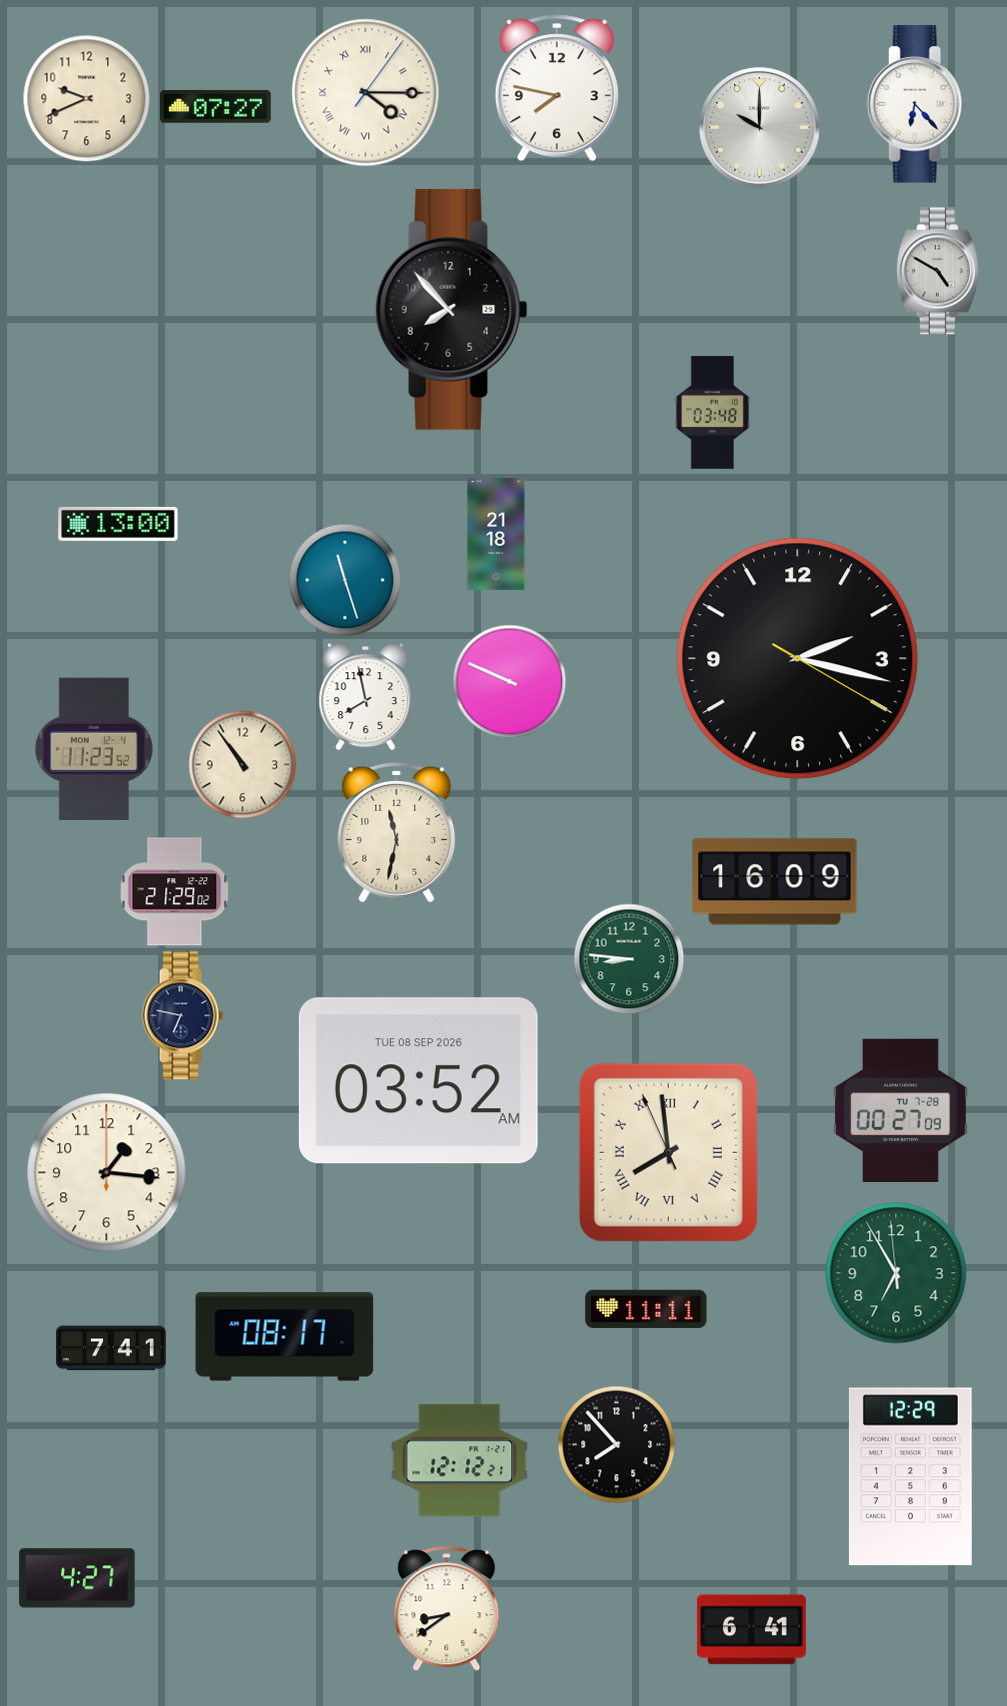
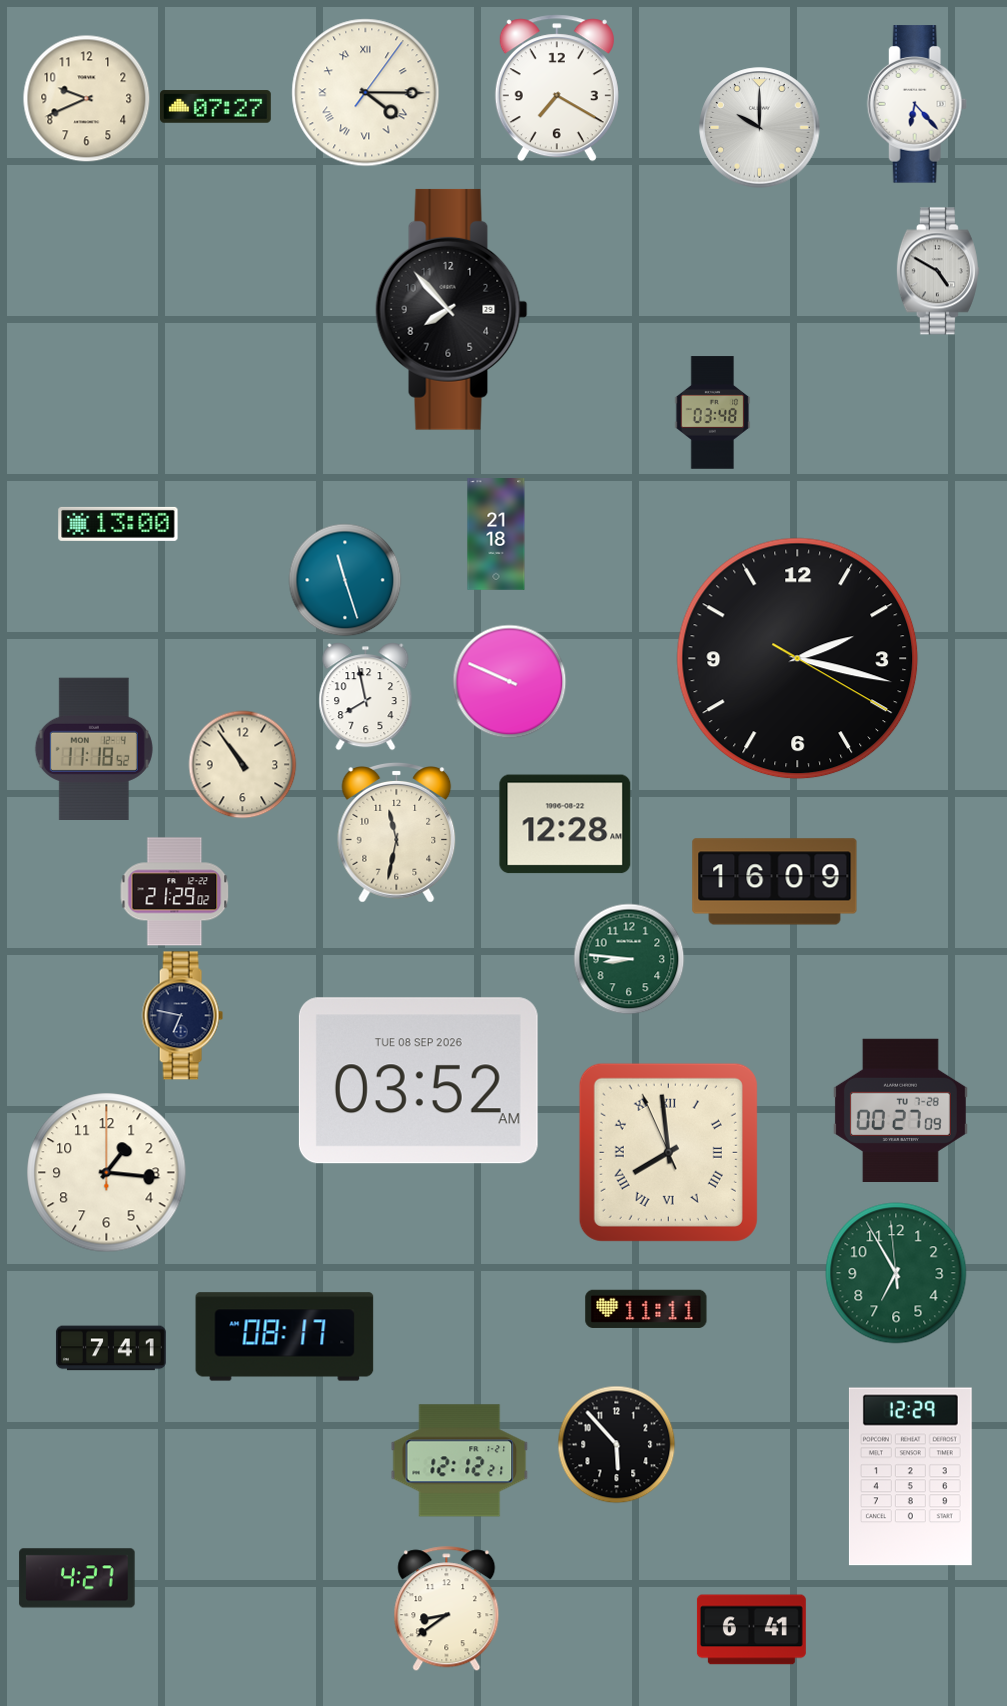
clock at (557, 88): 7:47 -> 7:20
clock at (94, 748): 11:23 -> 11:18
clock at (565, 824): none -> 12:28
clock at (617, 1445): 7:53 -> 5:53
